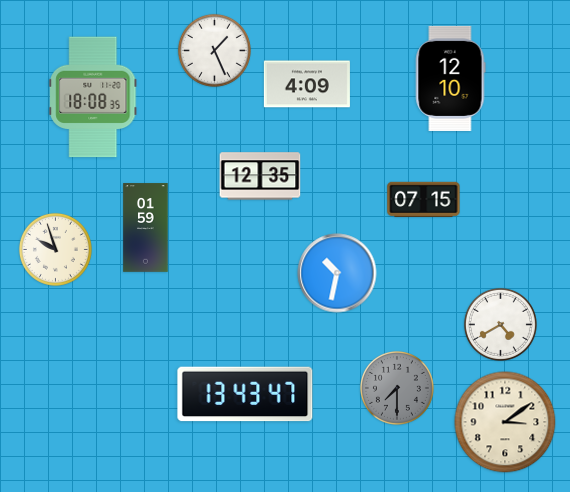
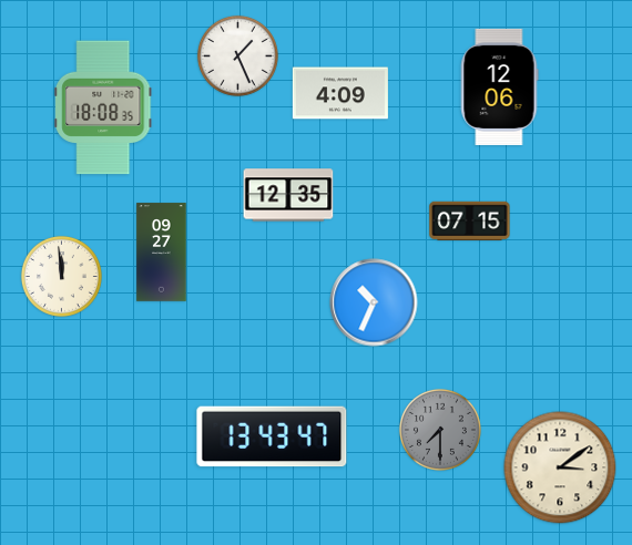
clock at (450, 78): 12:10 -> 12:06
clock at (146, 228): 01:59 -> 09:27
clock at (55, 249): 9:57 -> 11:59
clock at (337, 273): 10:32 -> 10:34
clock at (500, 324): 4:40 -> none
